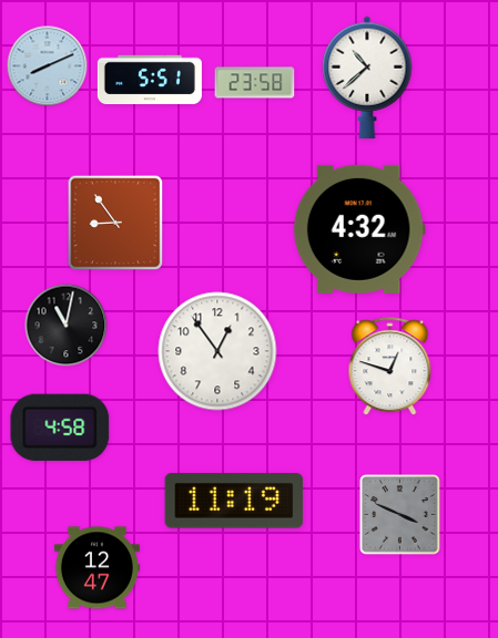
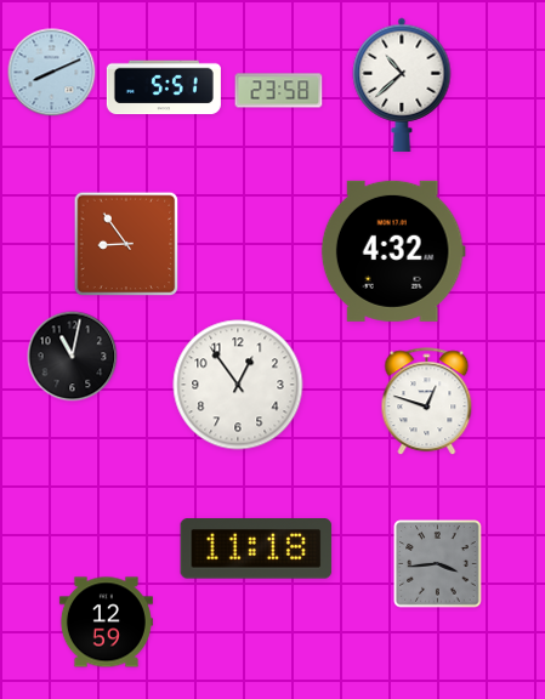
clock at (60, 428): 4:58 -> none
clock at (234, 501): 11:19 -> 11:18
clock at (400, 515): 3:49 -> 3:44
clock at (96, 568): 12:47 -> 12:59
